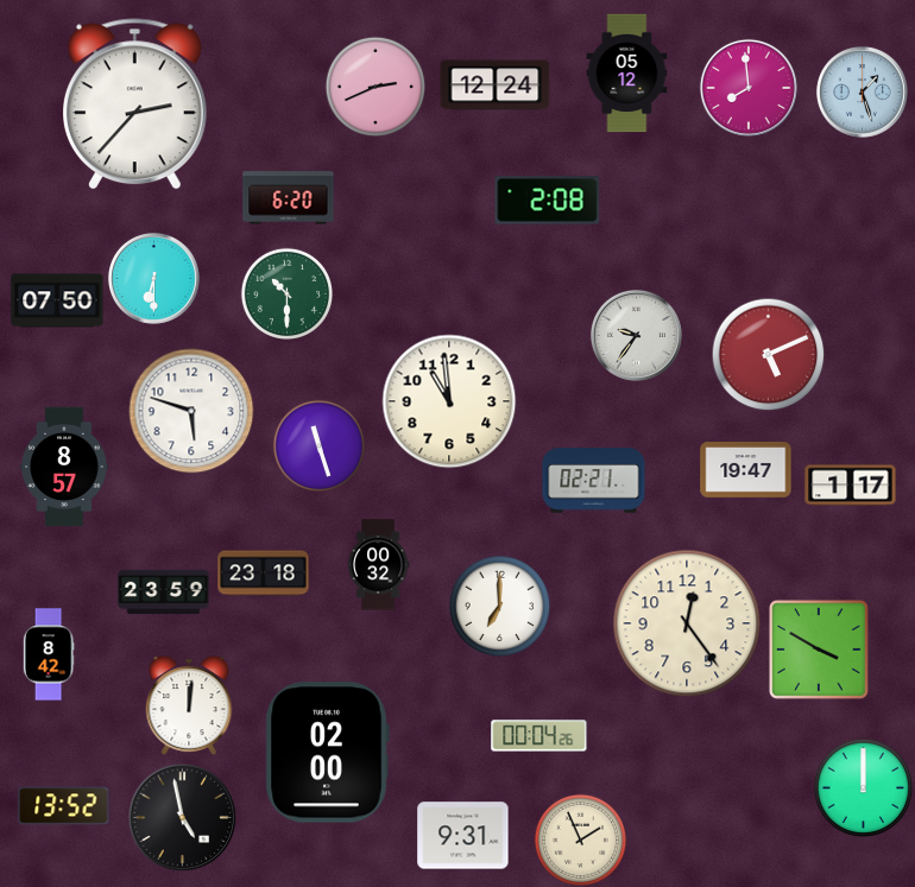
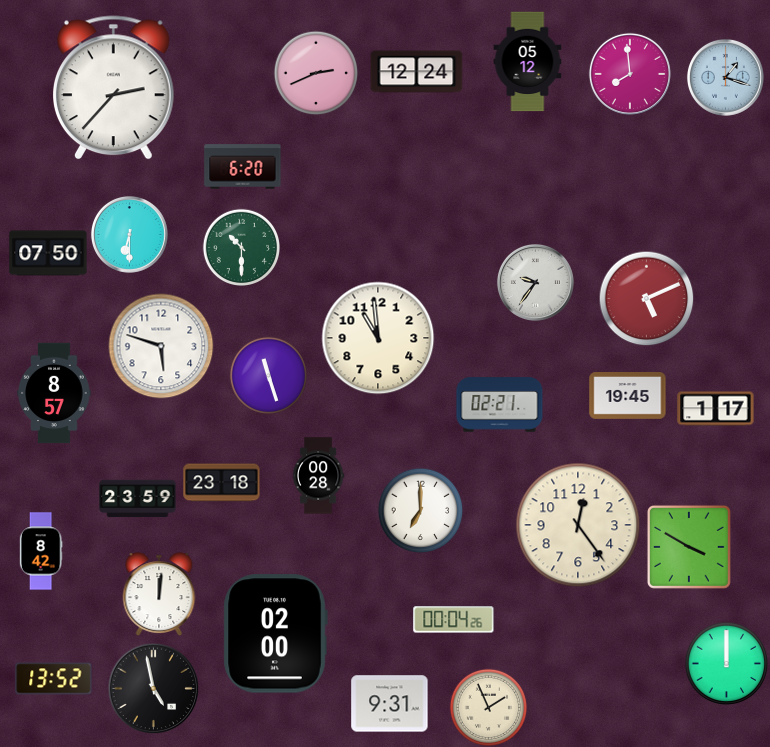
clock at (862, 91): 1:27 -> 1:18
clock at (548, 201): 2:08 -> none
clock at (746, 470): 19:47 -> 19:45
clock at (378, 565): 00:32 -> 00:28
